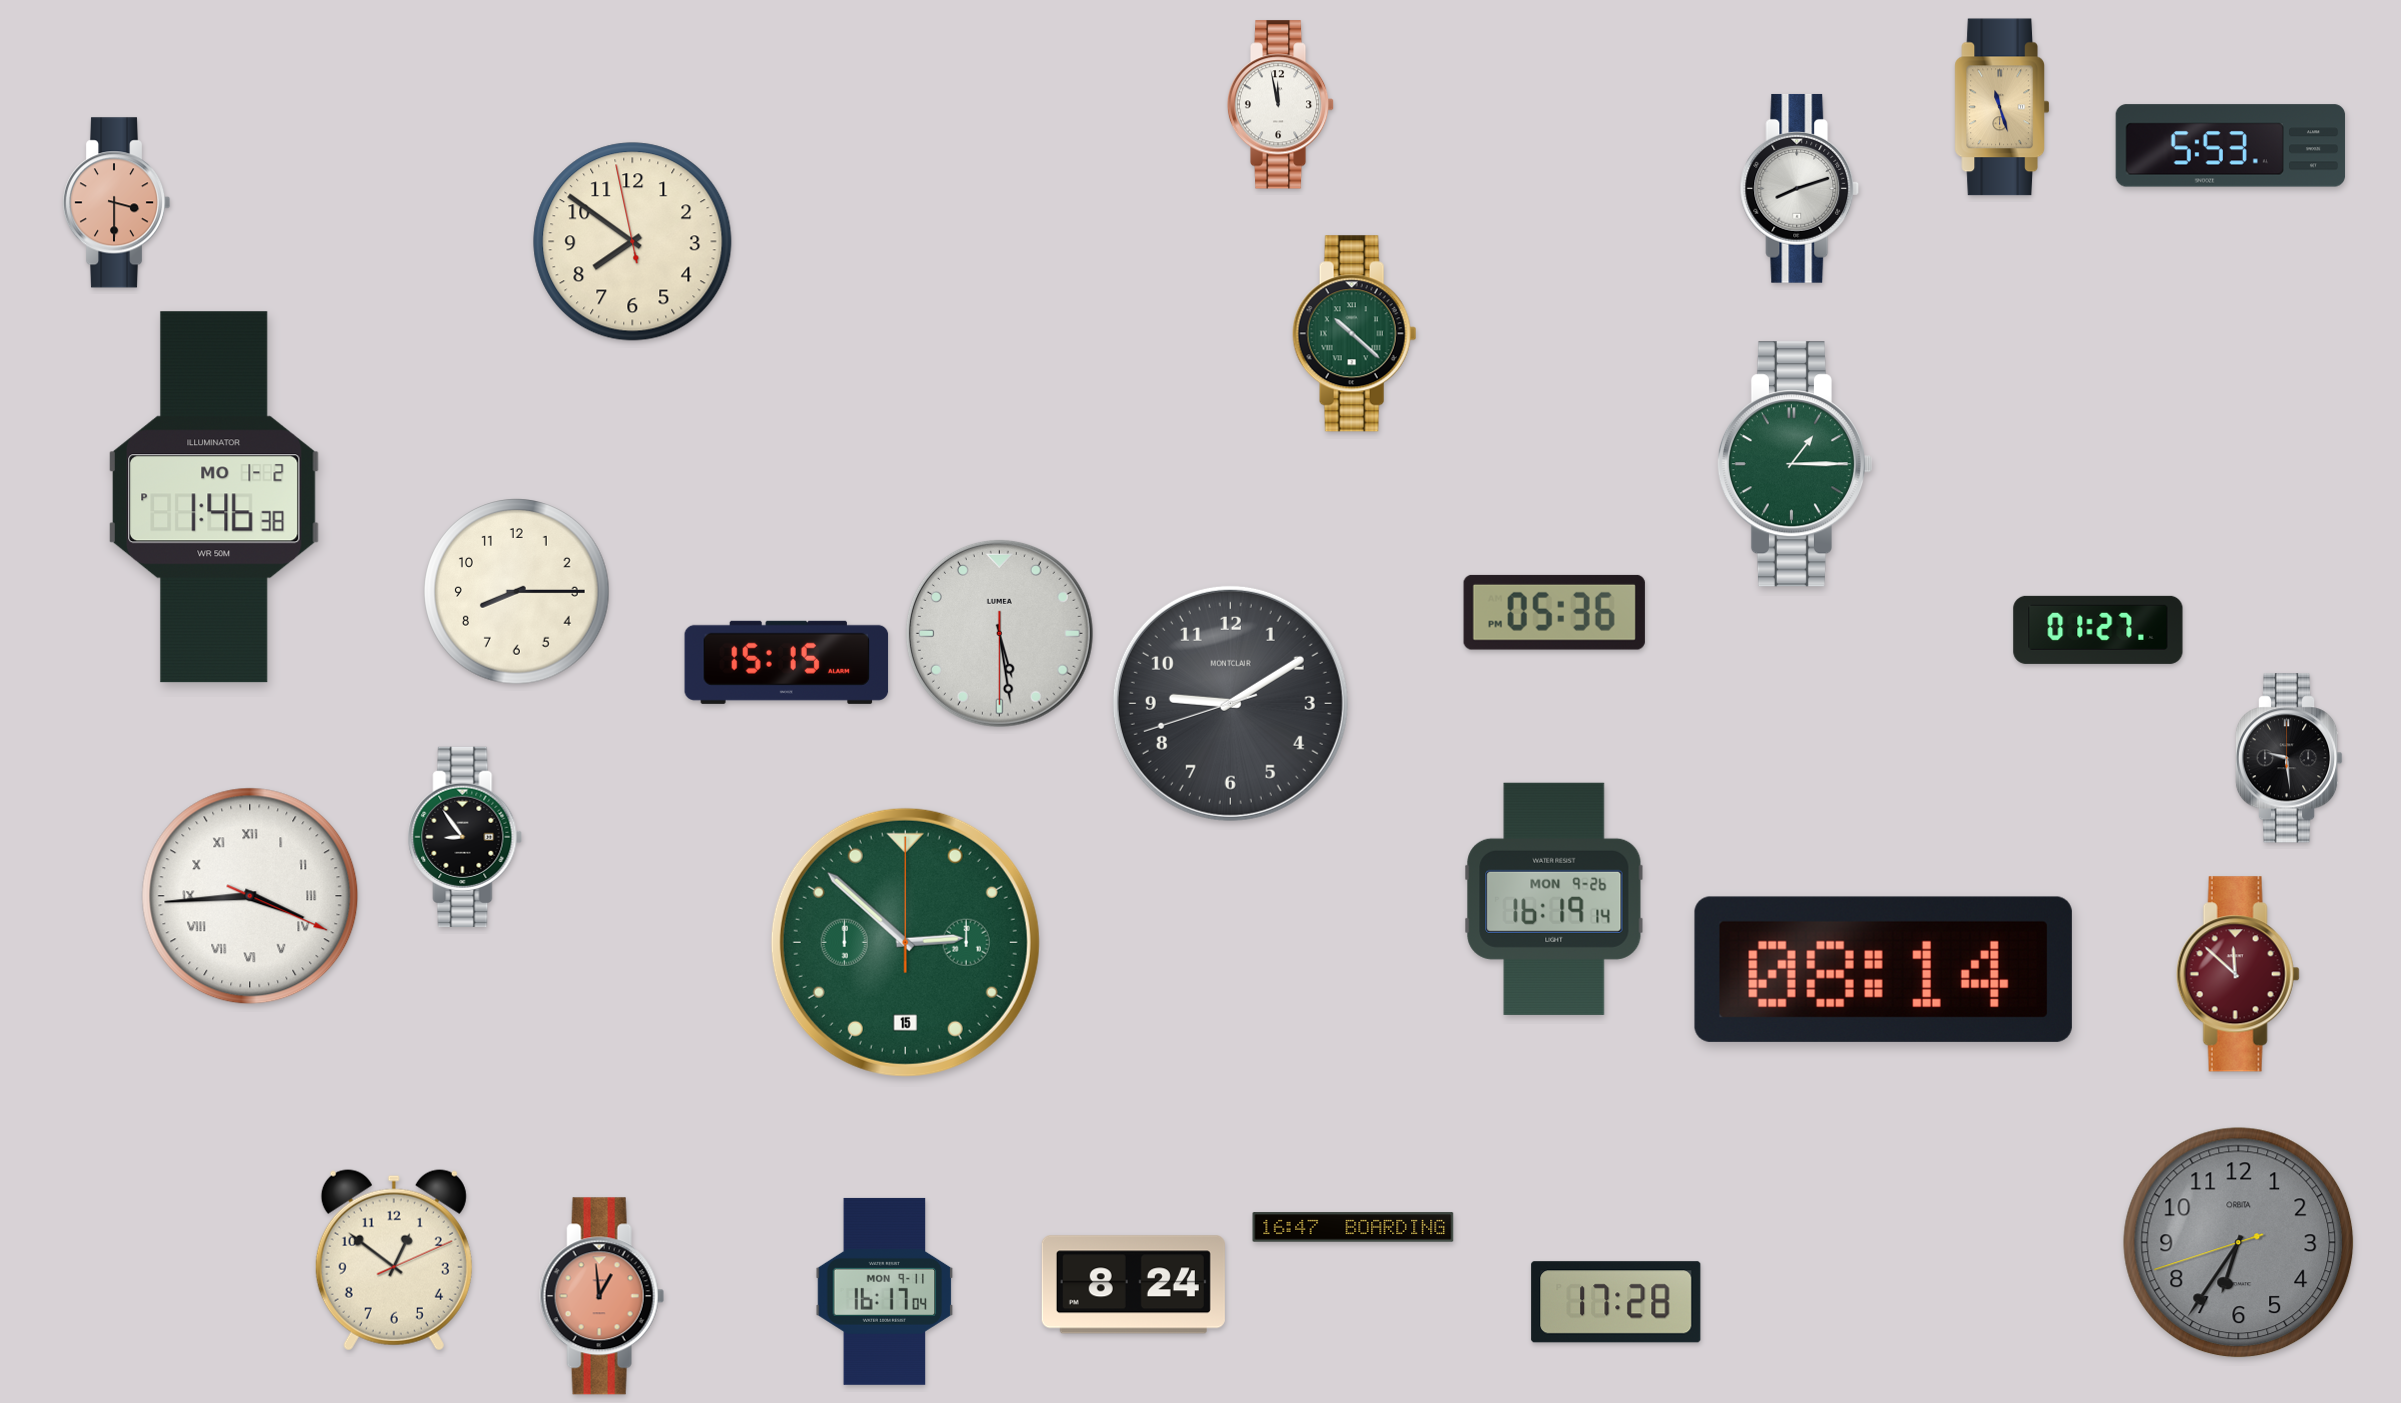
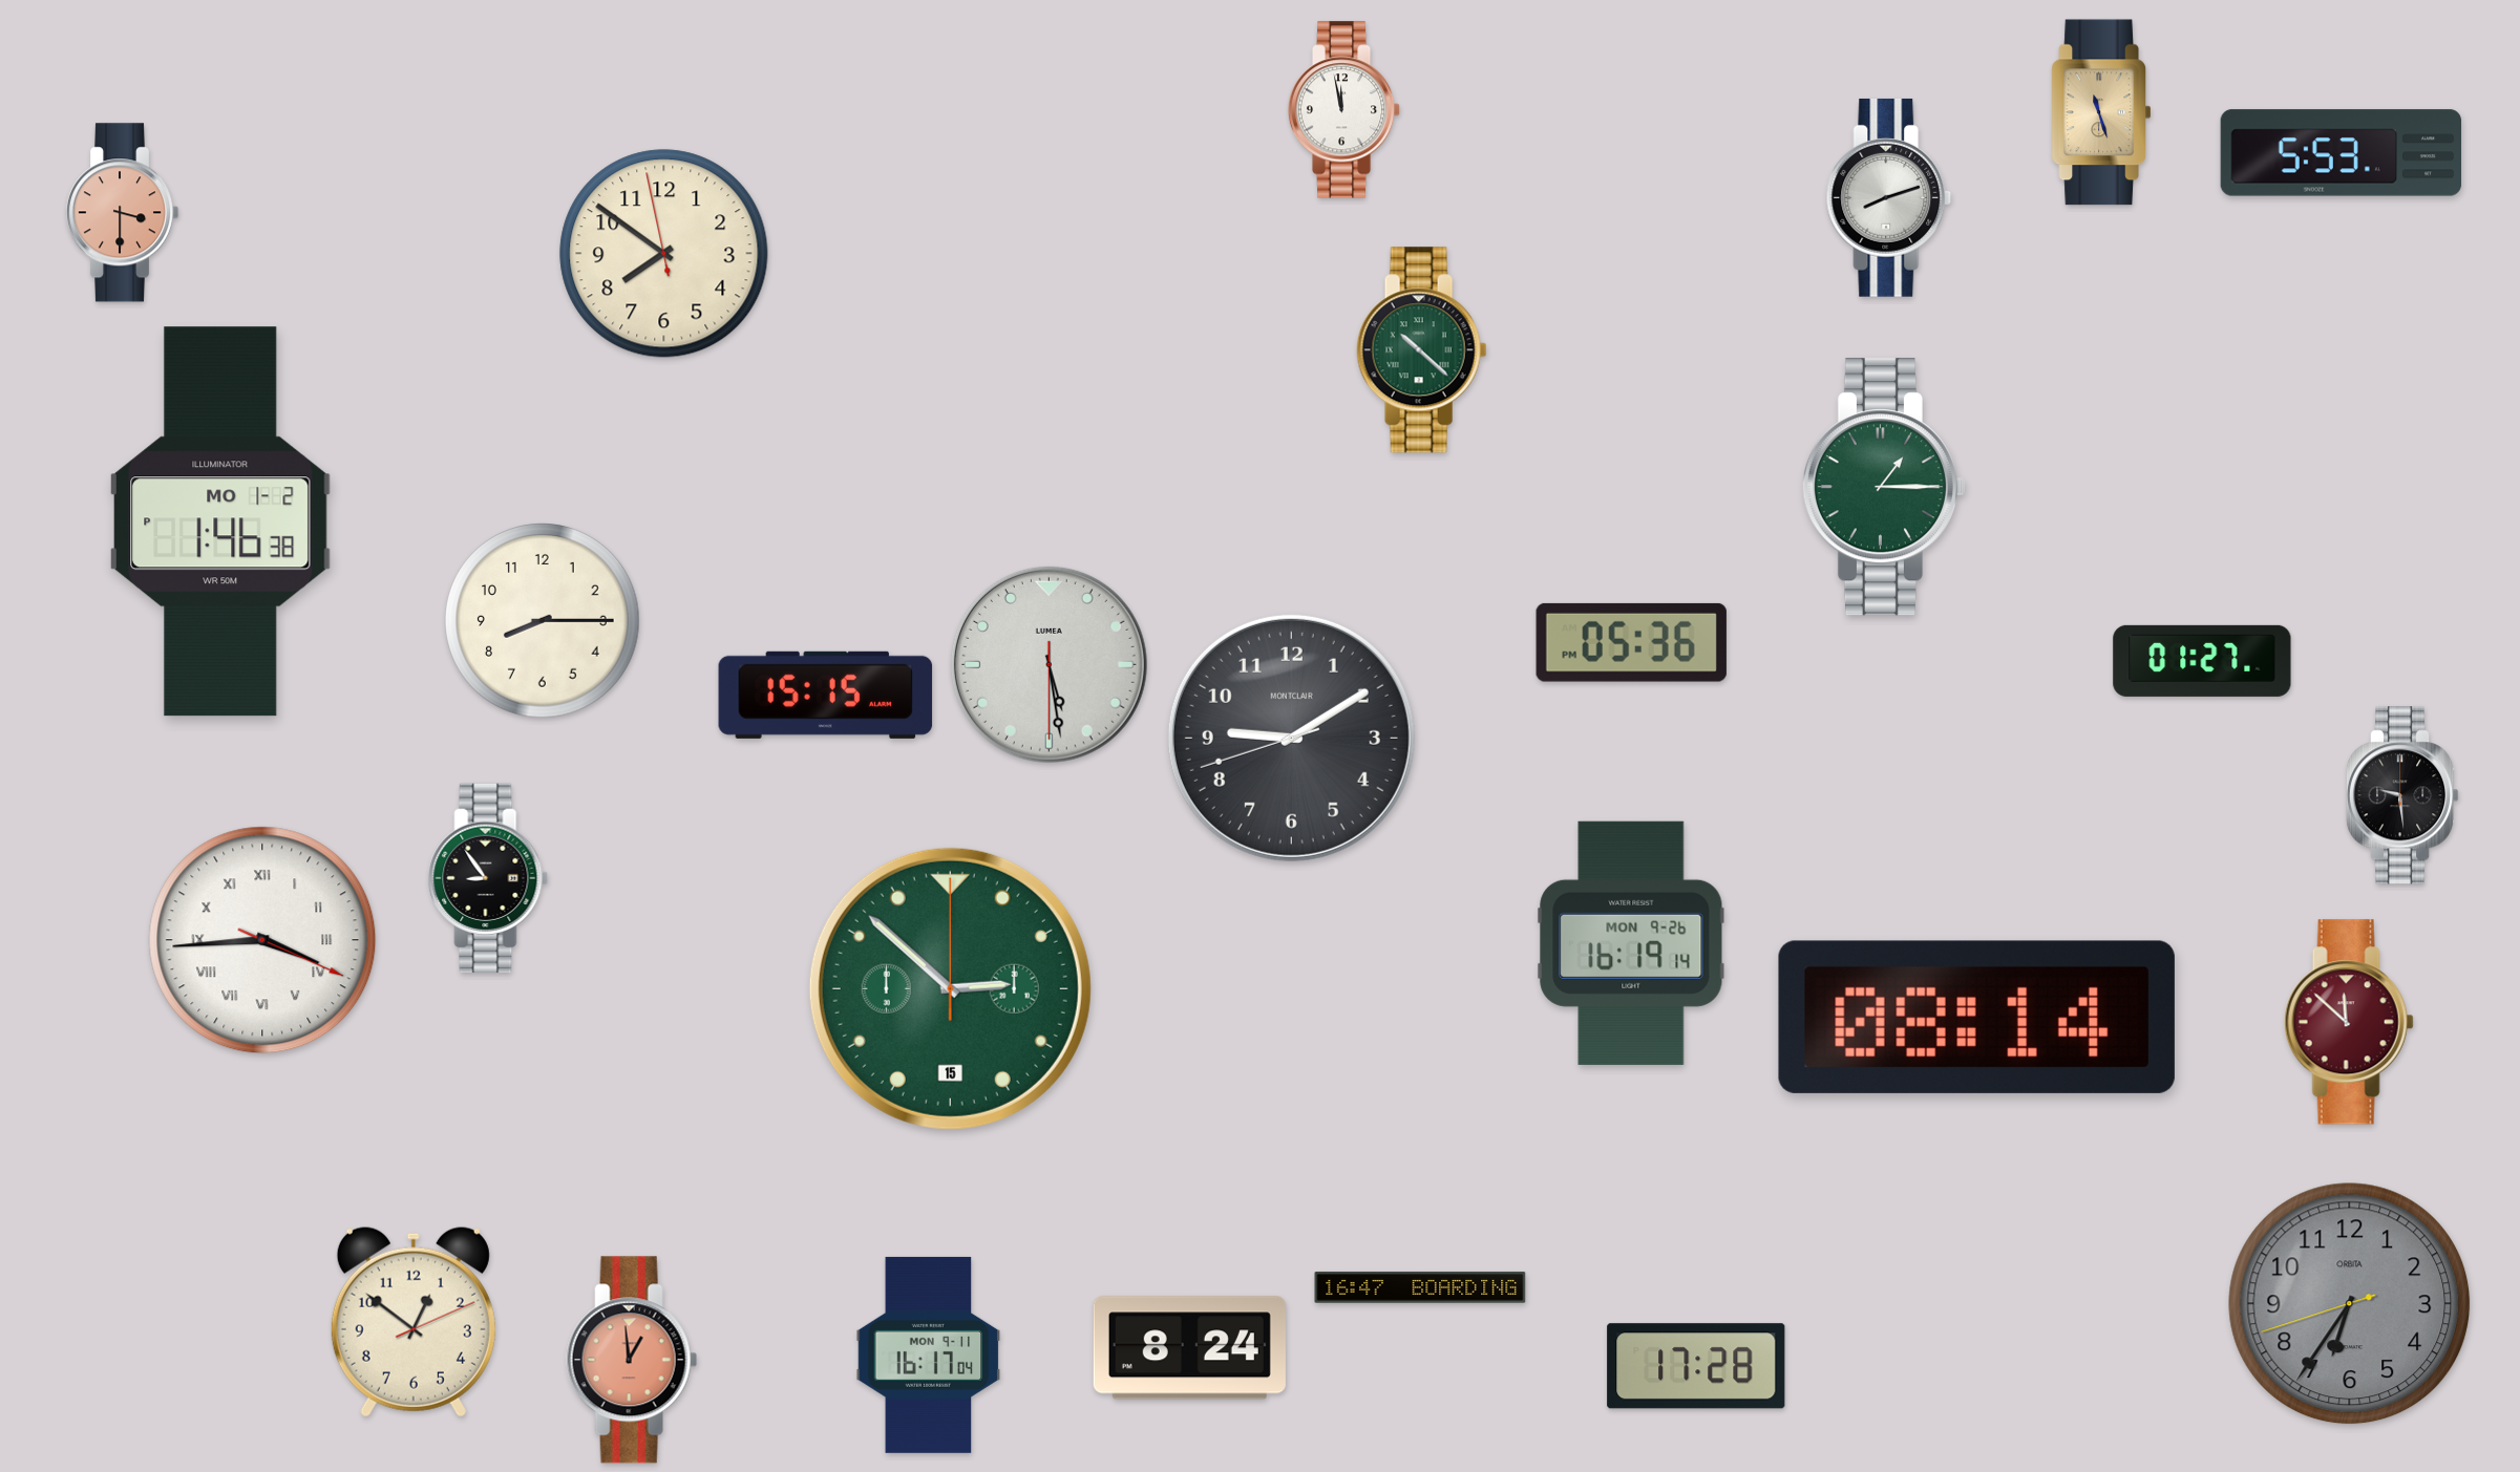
clock at (214, 497) position: (214, 497) -> (220, 521)
